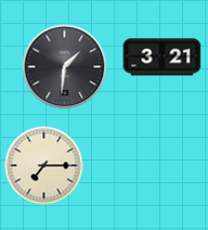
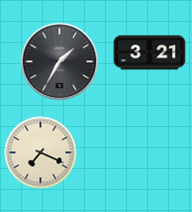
clock at (65, 67): 1:31 -> 1:35
clock at (44, 166): 7:15 -> 7:19
